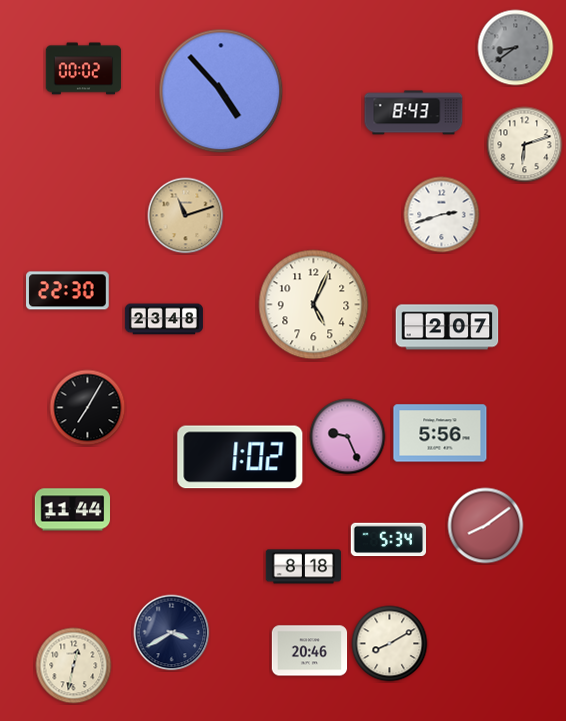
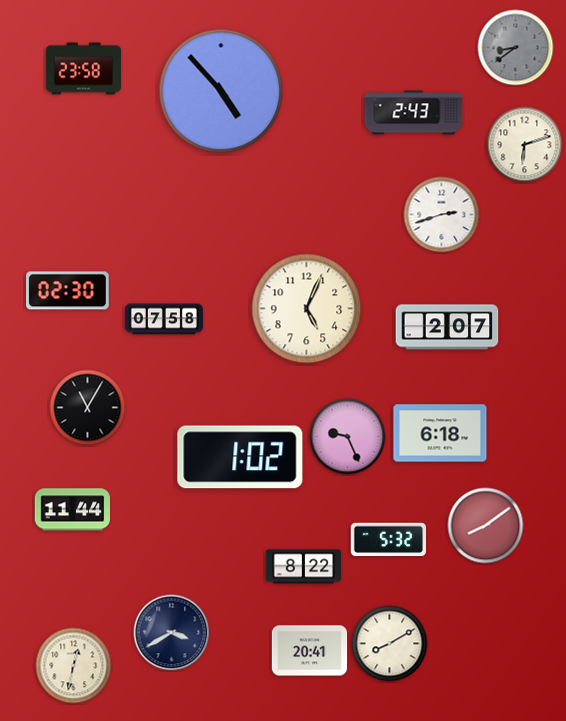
clock at (84, 69): 00:02 -> 23:58
clock at (414, 113): 8:43 -> 2:43
clock at (186, 216): 11:12 -> none
clock at (68, 291): 22:30 -> 02:30
clock at (314, 305) position: (314, 305) -> (307, 309)
clock at (164, 319): 23:48 -> 07:58
clock at (88, 408): 7:05 -> 11:05
clock at (440, 433): 5:56 -> 6:18
clock at (388, 540): 5:34 -> 5:32
clock at (304, 567): 8:18 -> 8:22
clock at (310, 651): 20:46 -> 20:41
